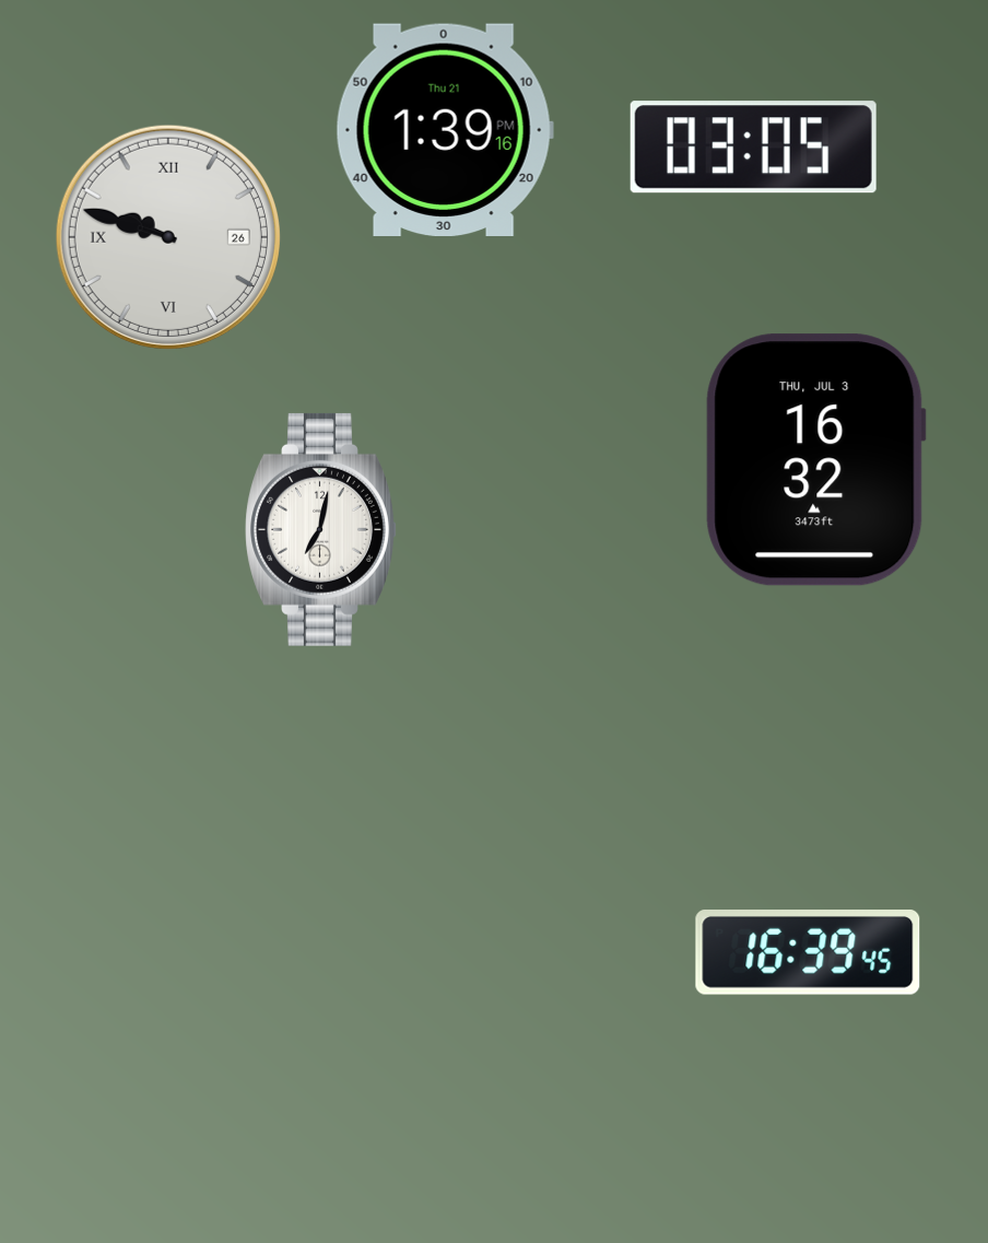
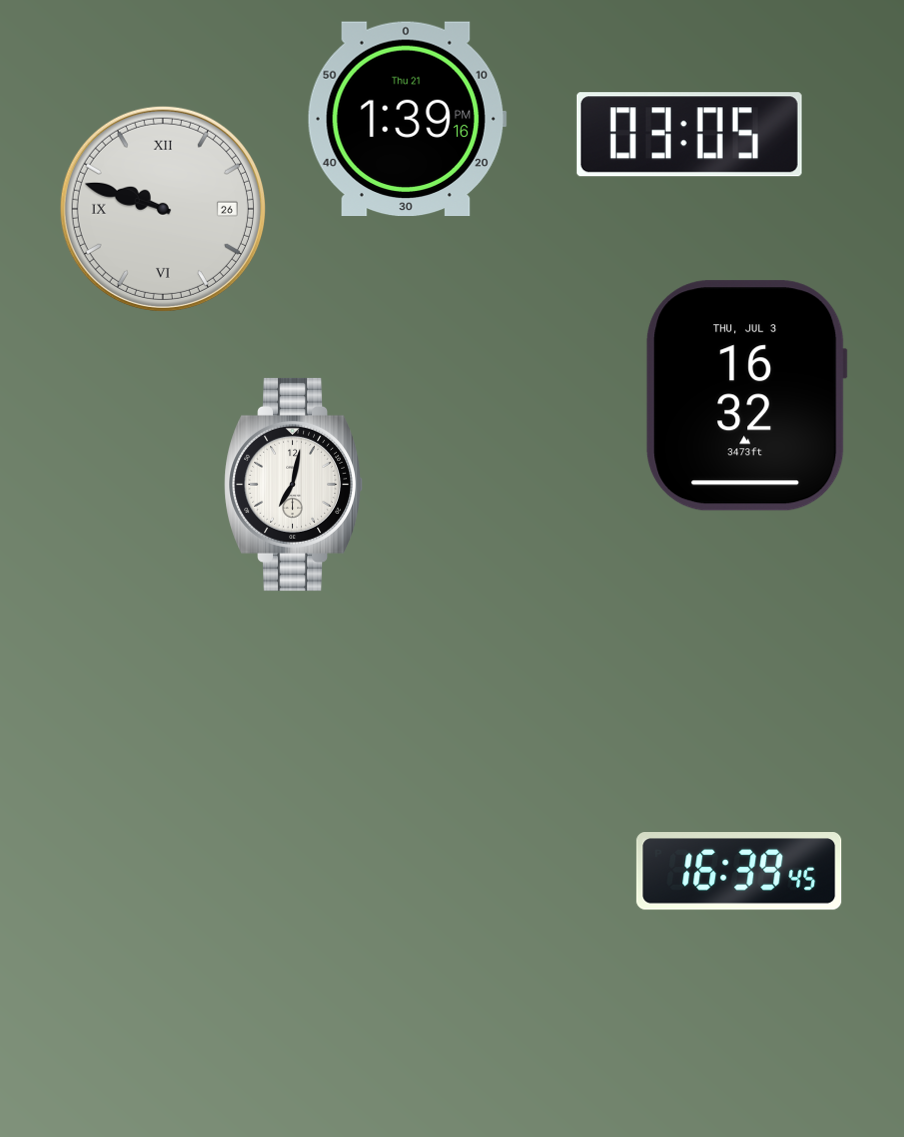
clock at (168, 237) position: (168, 237) -> (163, 209)
clock at (815, 460) position: (815, 460) -> (746, 396)
